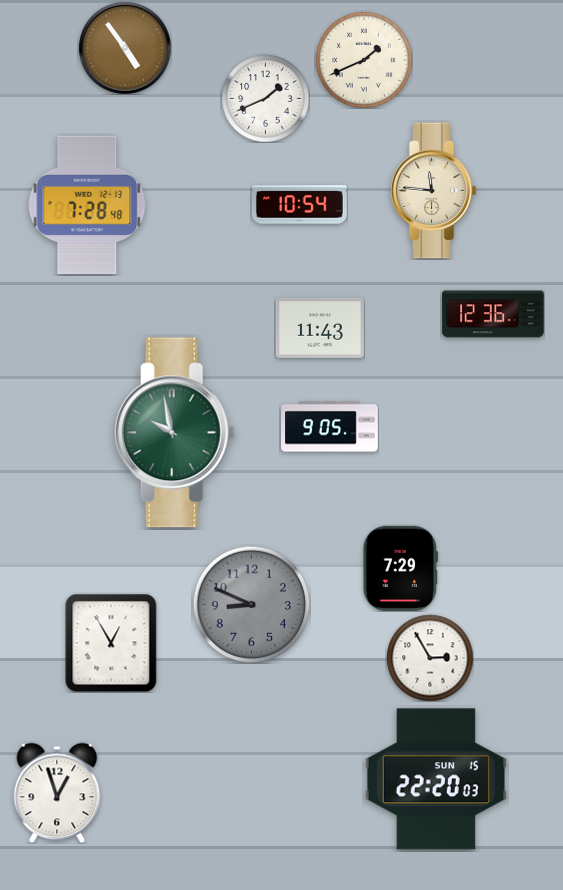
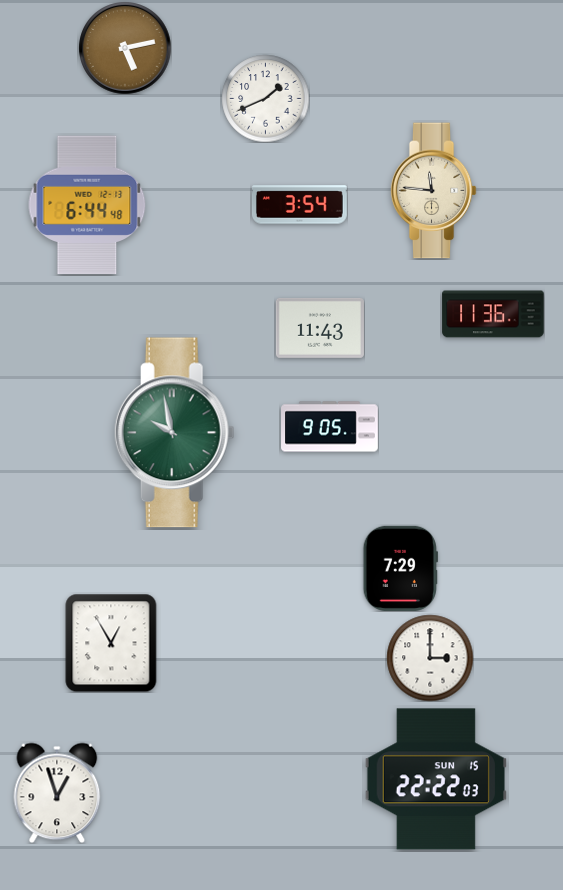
clock at (125, 48): 4:54 -> 5:13
clock at (364, 60): 1:41 -> none
clock at (87, 205): 7:28 -> 6:44
clock at (299, 205): 10:54 -> 3:54
clock at (493, 314): 12:36 -> 11:36
clock at (251, 604): 8:49 -> none
clock at (430, 658): 2:55 -> 3:00
clock at (436, 779): 22:20 -> 22:22
